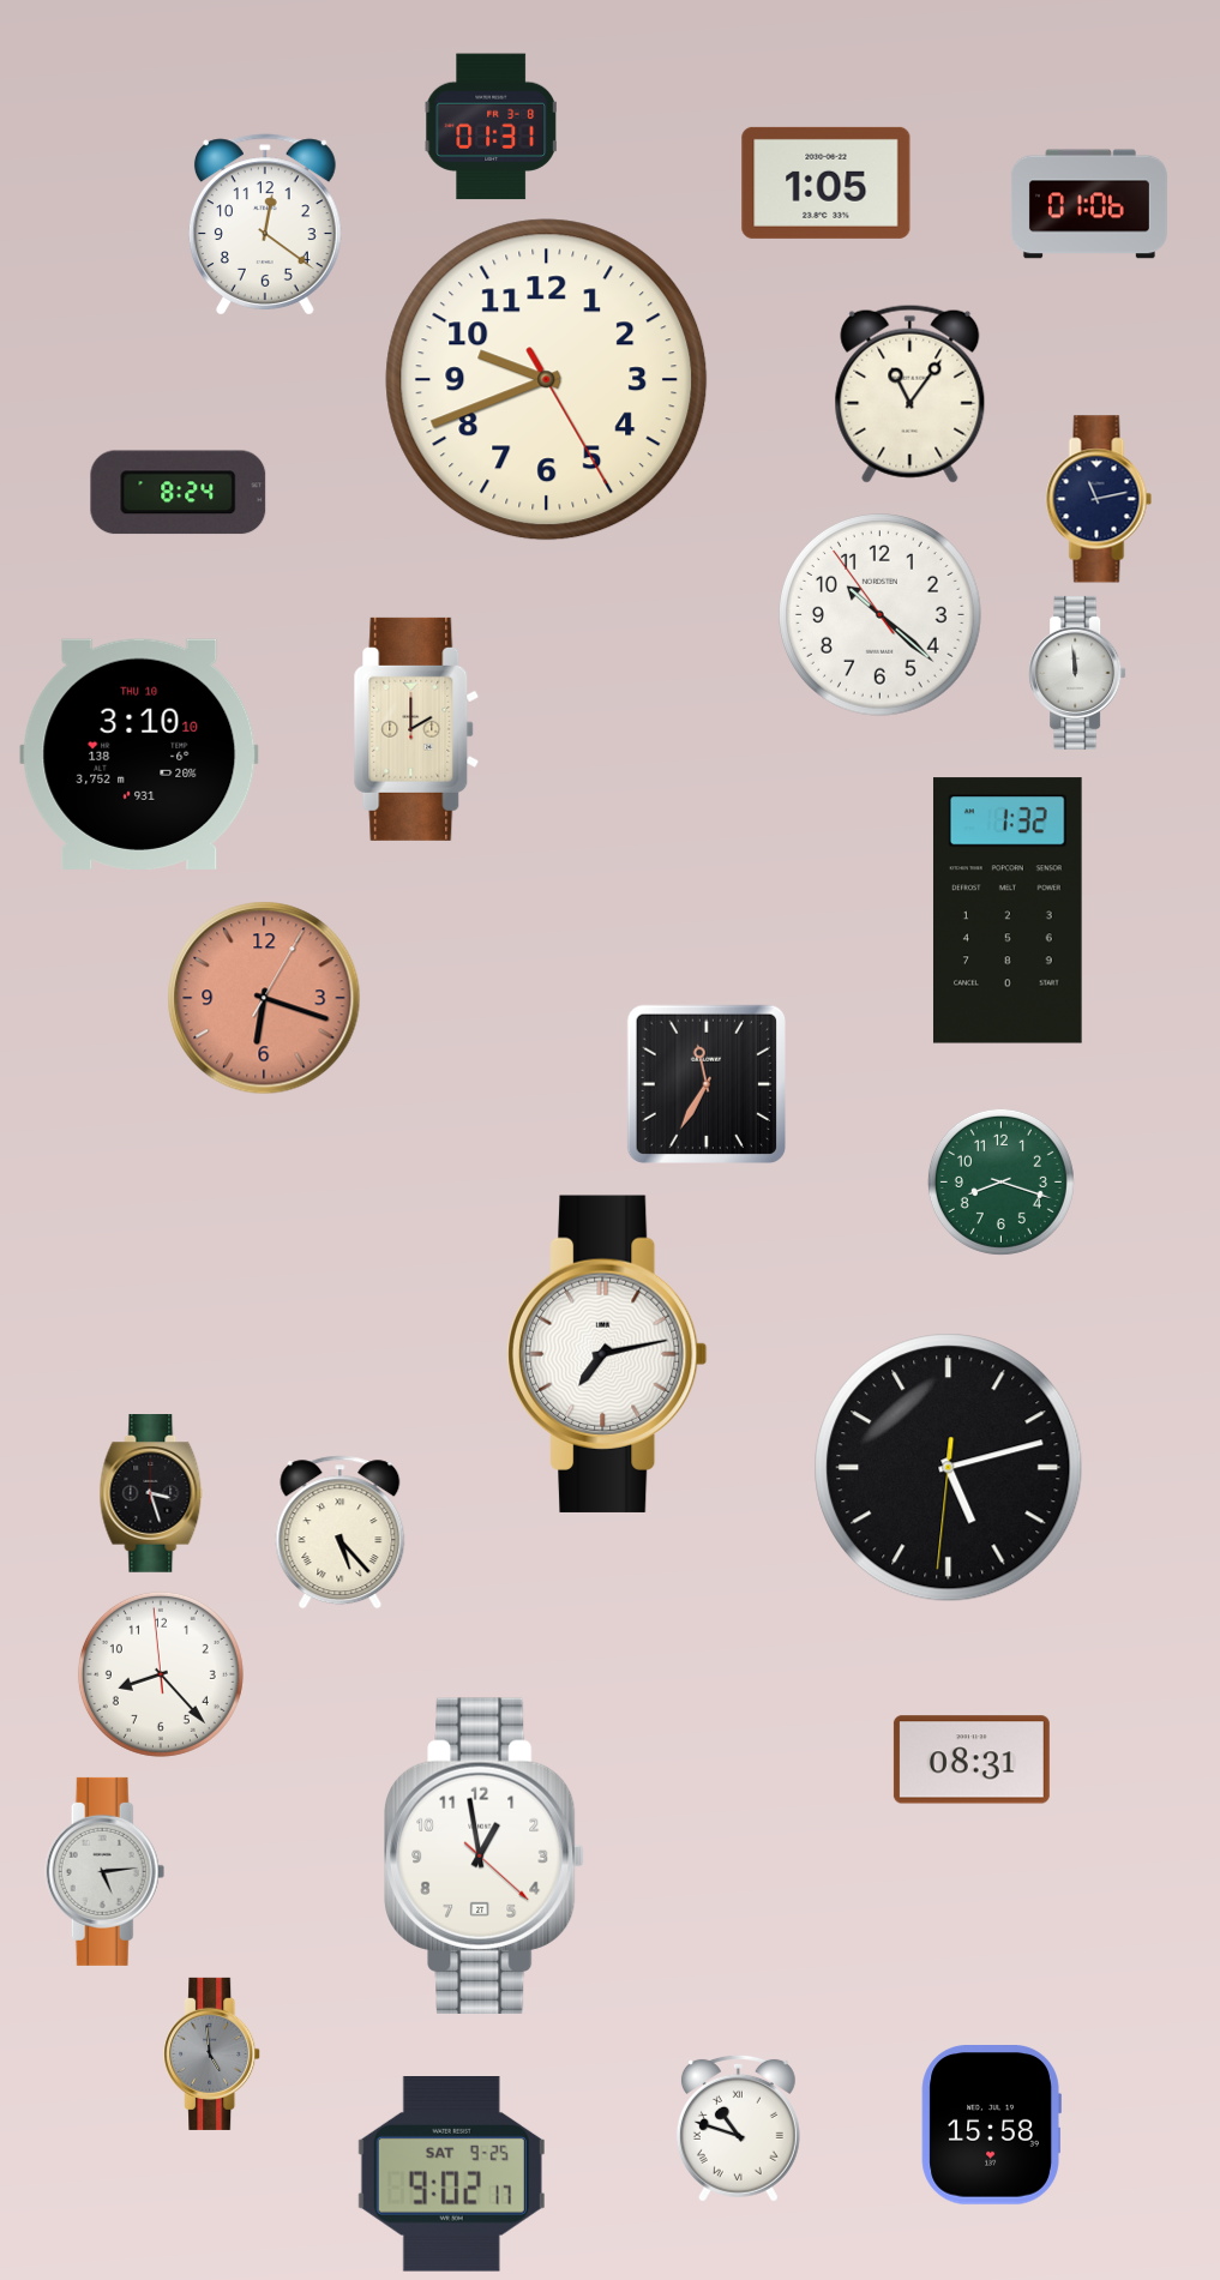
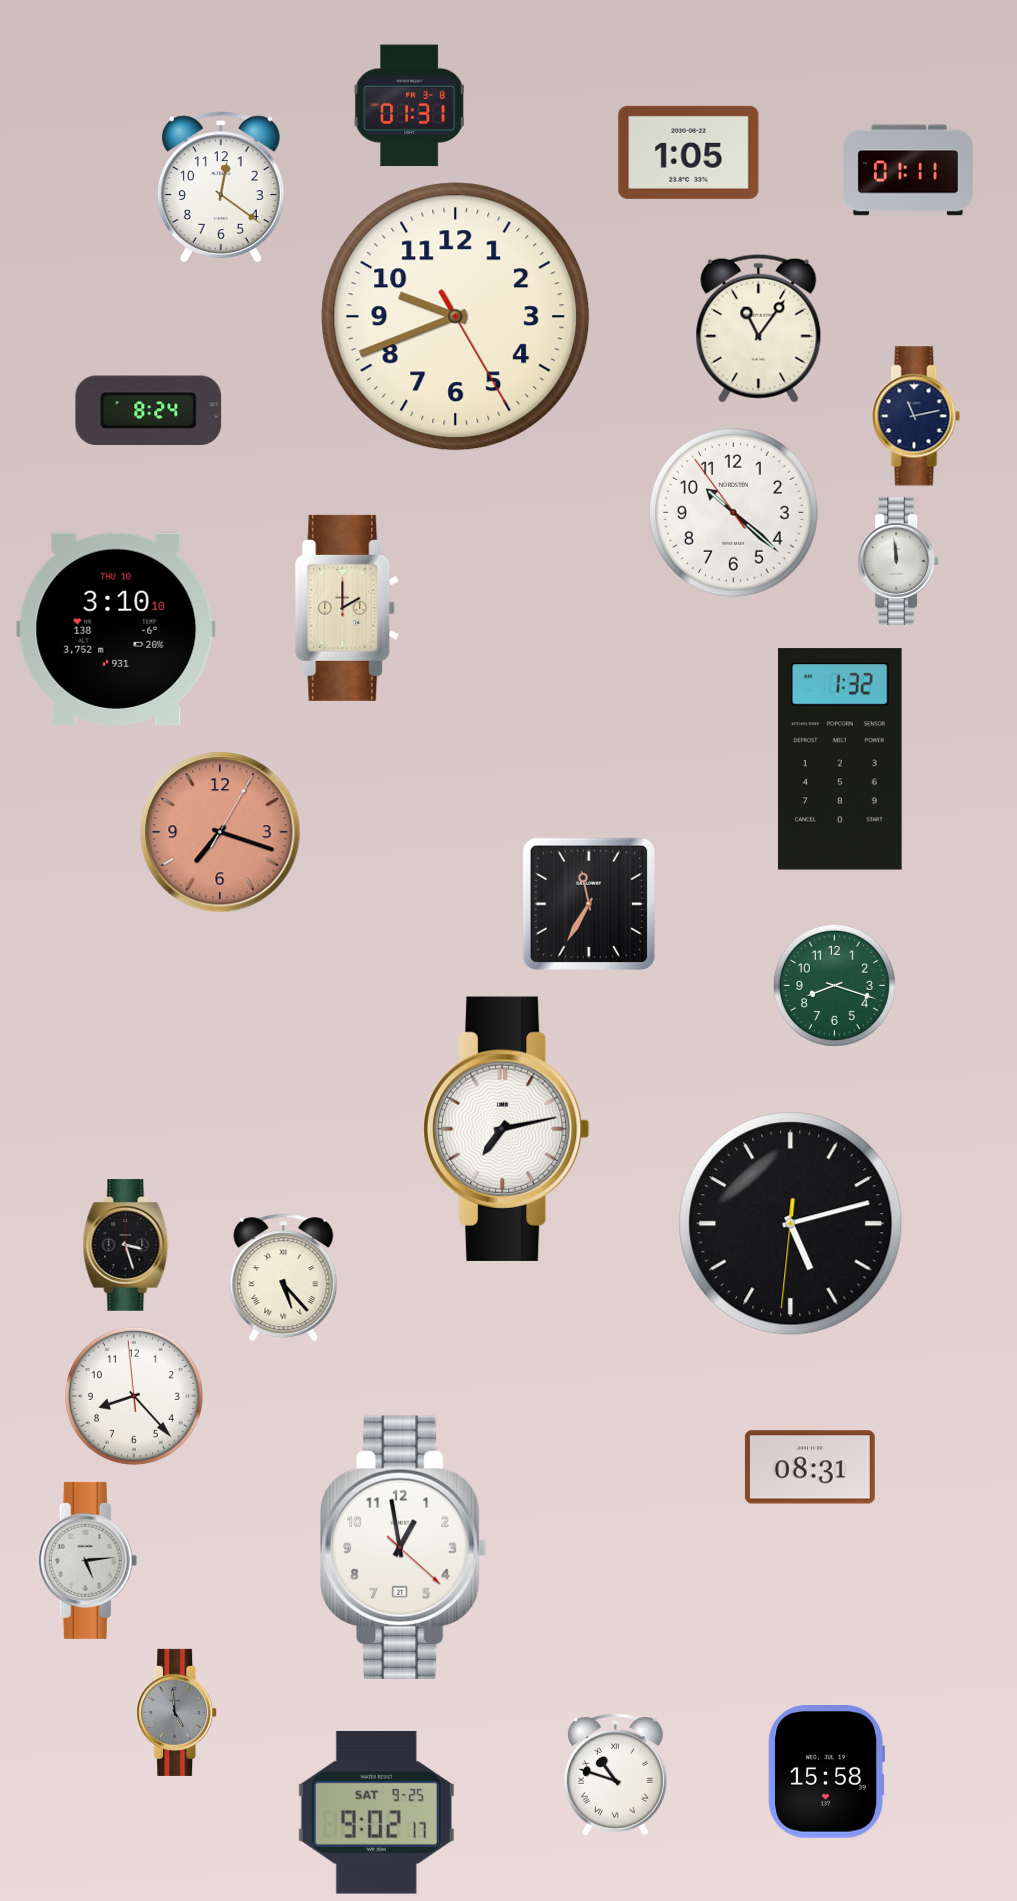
clock at (1089, 204): 01:06 -> 01:11
clock at (264, 998): 6:18 -> 7:18
